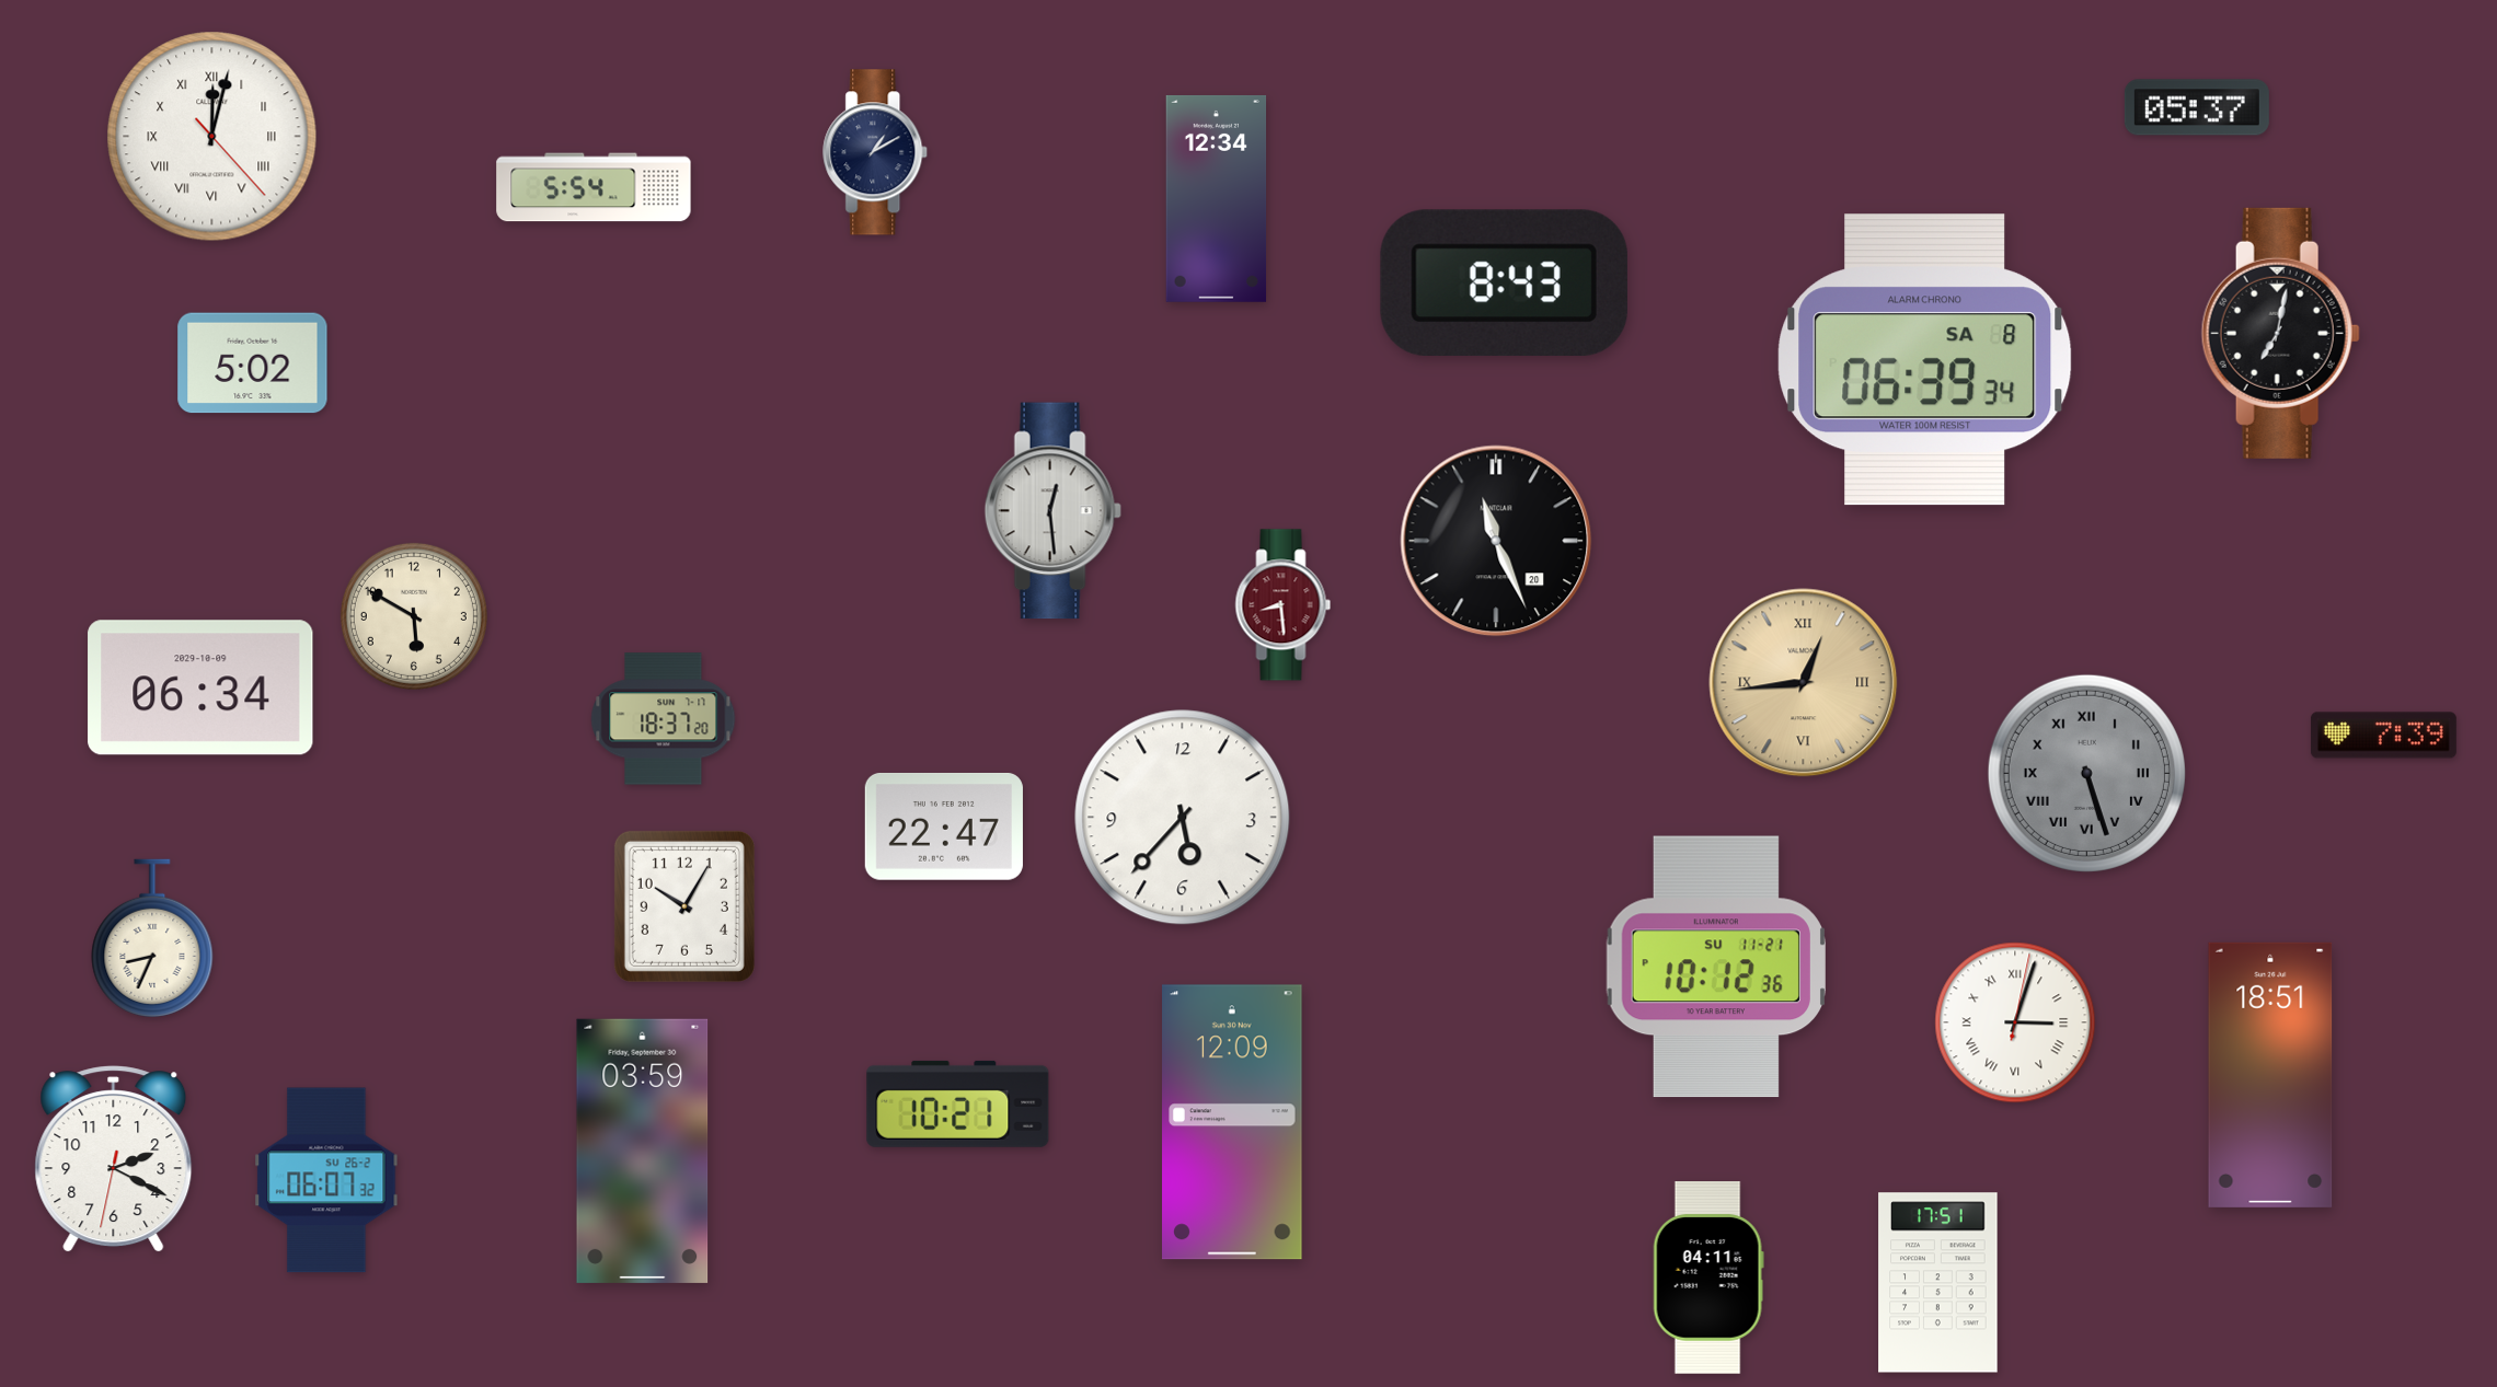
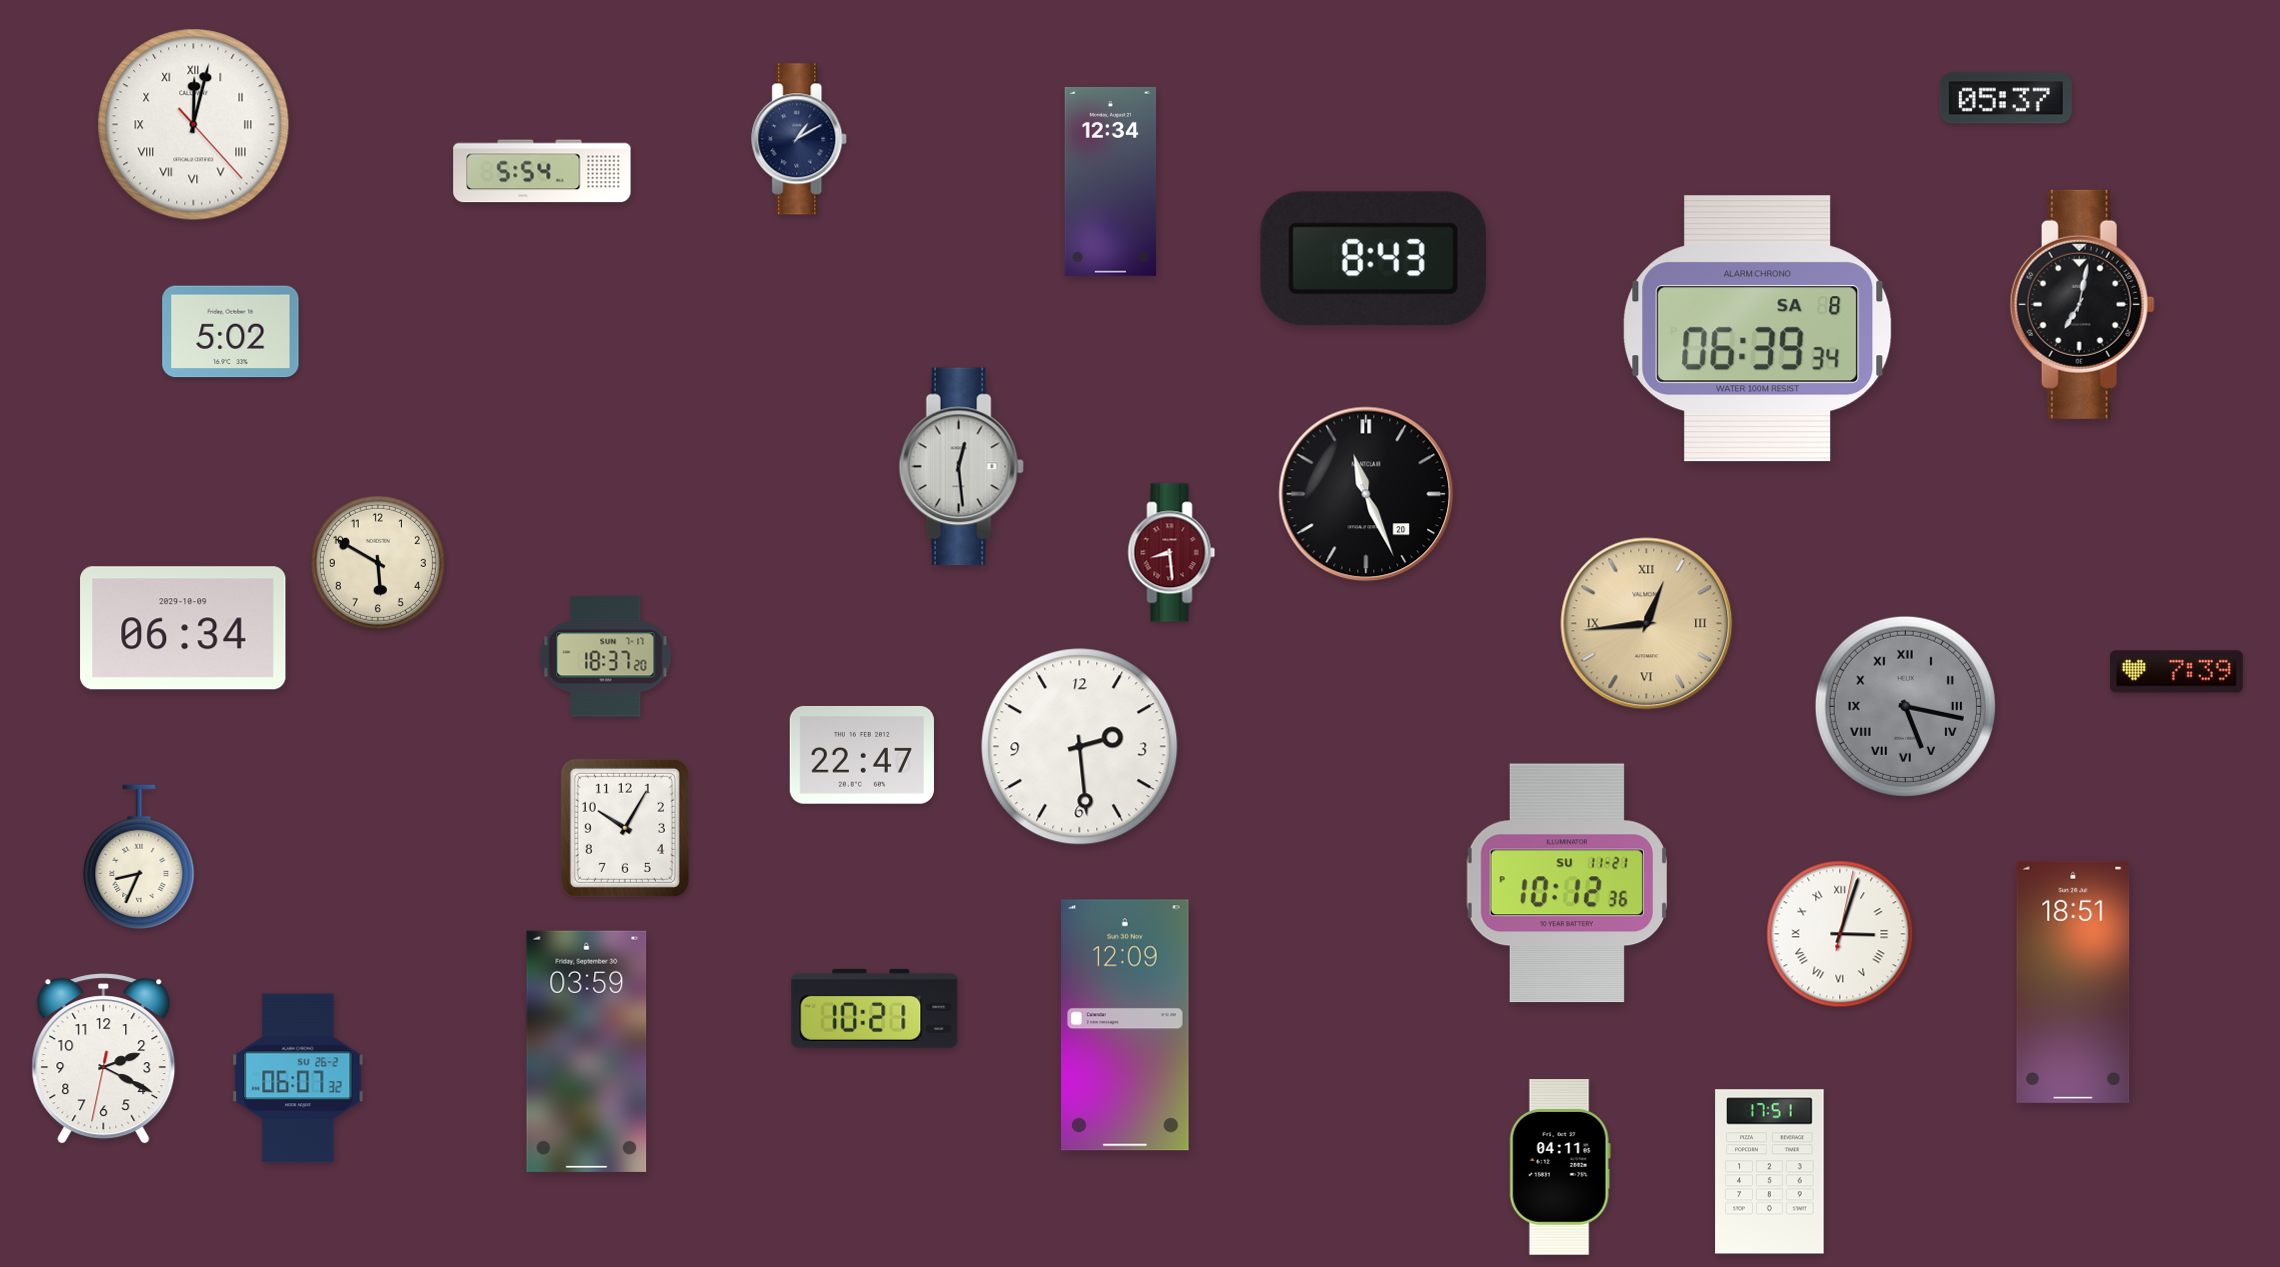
clock at (2086, 773): 5:27 -> 5:17
clock at (1183, 818): 5:37 -> 2:29
